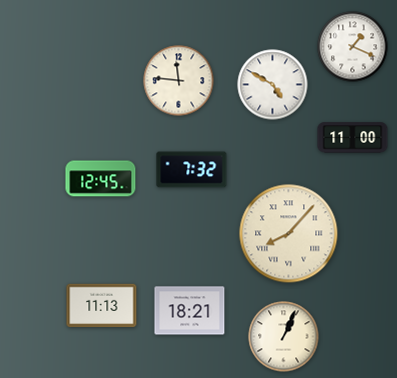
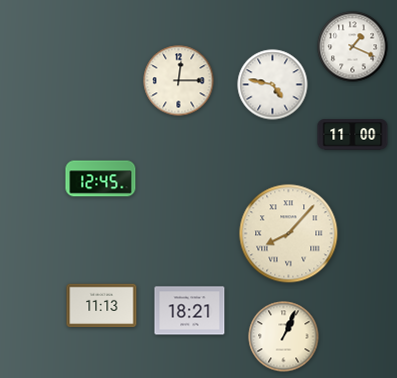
clock at (179, 81): 11:46 -> 12:15
clock at (273, 85): 4:50 -> 4:47
clock at (353, 138) position: (353, 138) -> (353, 135)
clock at (192, 170): 7:32 -> none
